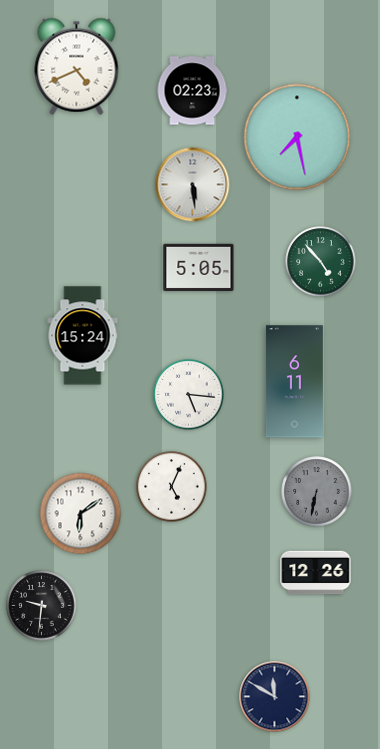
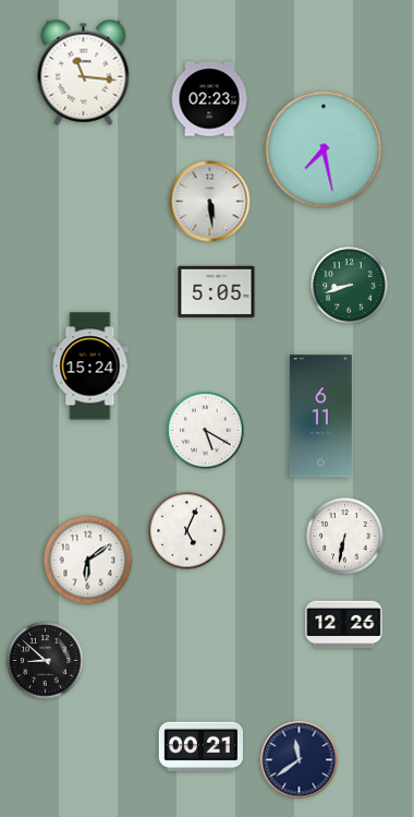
clock at (77, 66): 4:41 -> 11:16
clock at (321, 262): 4:53 -> 8:42
clock at (189, 395): 5:16 -> 5:20
clock at (317, 492) dial: grey -> white
clock at (42, 606): 9:31 -> 8:52
clock at (200, 746): none -> 00:21
clock at (275, 697): 11:50 -> 11:39
